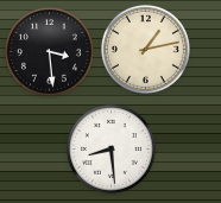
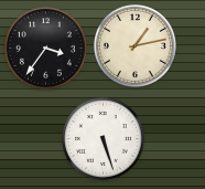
clock at (49, 51): 3:29 -> 3:36
clock at (110, 148): 8:29 -> 5:27
